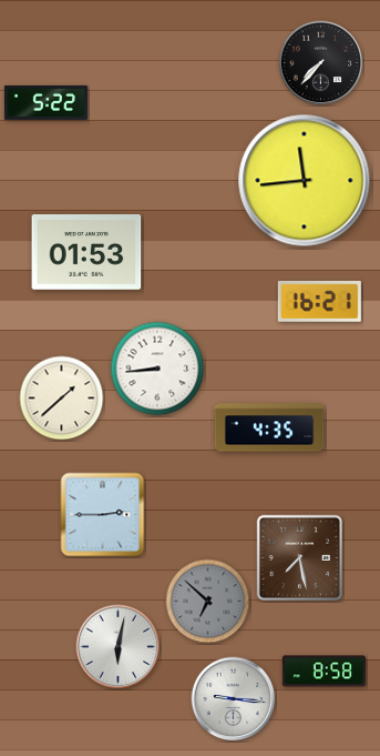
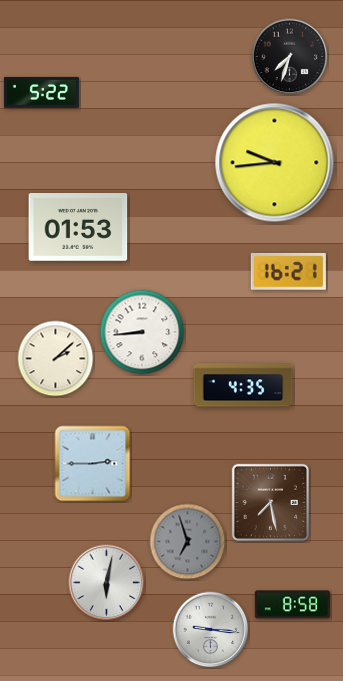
clock at (321, 63): 7:37 -> 7:33
clock at (305, 181): 11:44 -> 9:44
clock at (62, 399): 1:38 -> 2:08
clock at (208, 602): 6:52 -> 6:57
